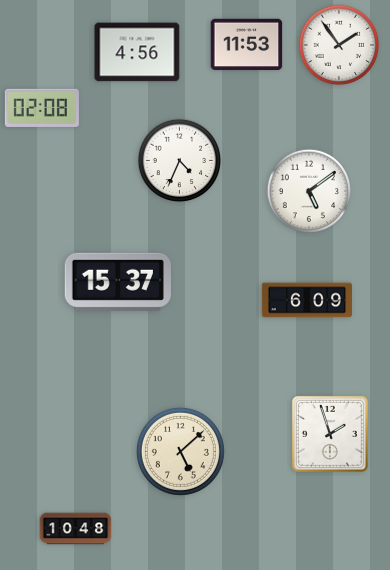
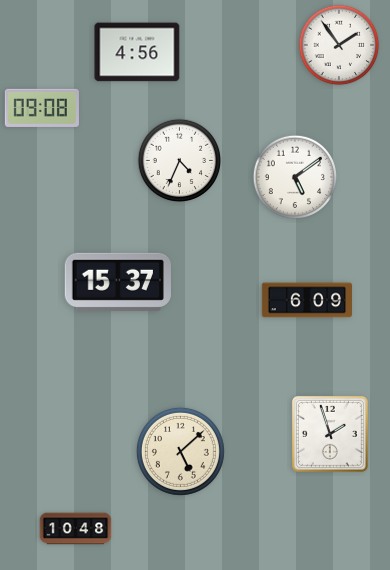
clock at (247, 45): 11:53 -> none
clock at (42, 108): 02:08 -> 09:08
clock at (308, 190) position: (308, 190) -> (294, 176)
